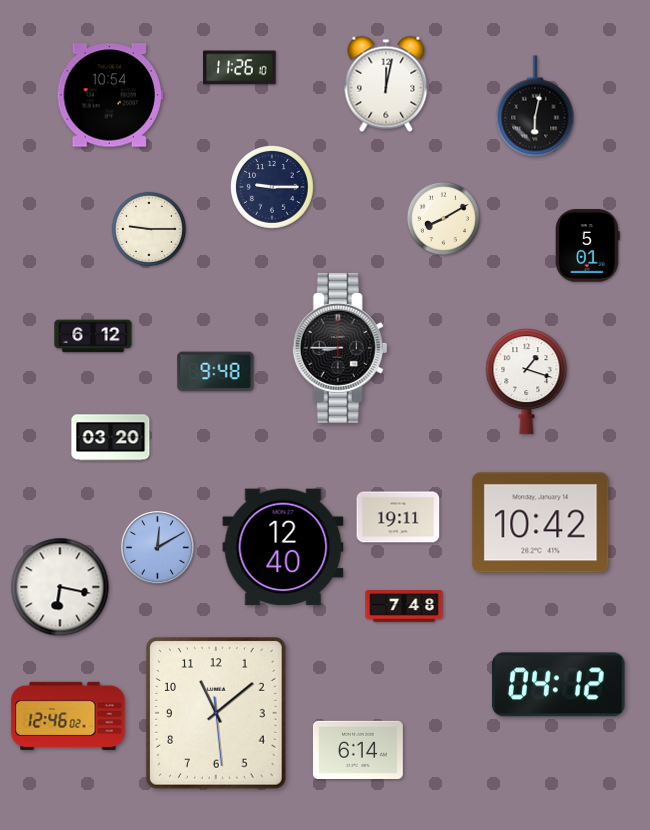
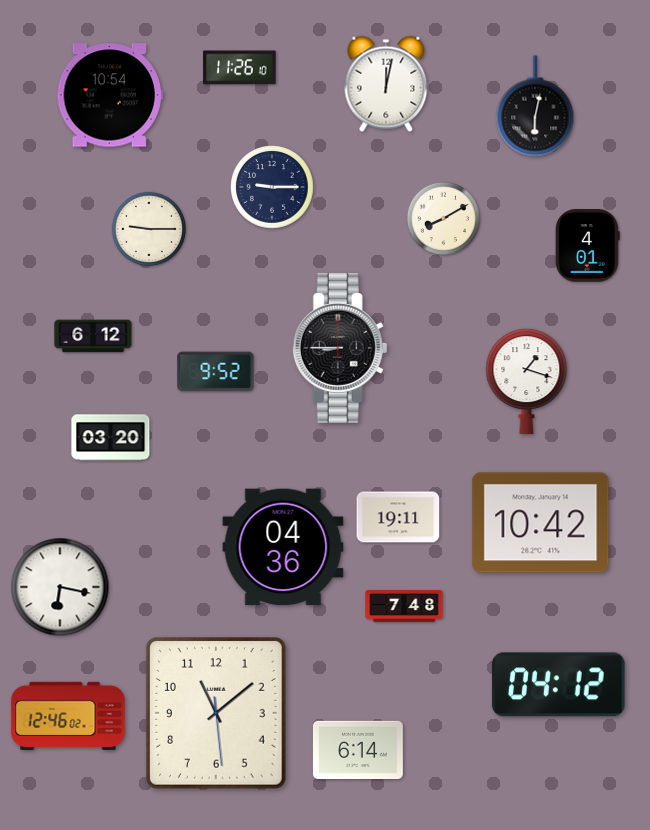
clock at (587, 246): 5:01 -> 4:01
clock at (216, 372): 9:48 -> 9:52
clock at (283, 547): 12:40 -> 04:36
clock at (158, 548): 12:10 -> none
